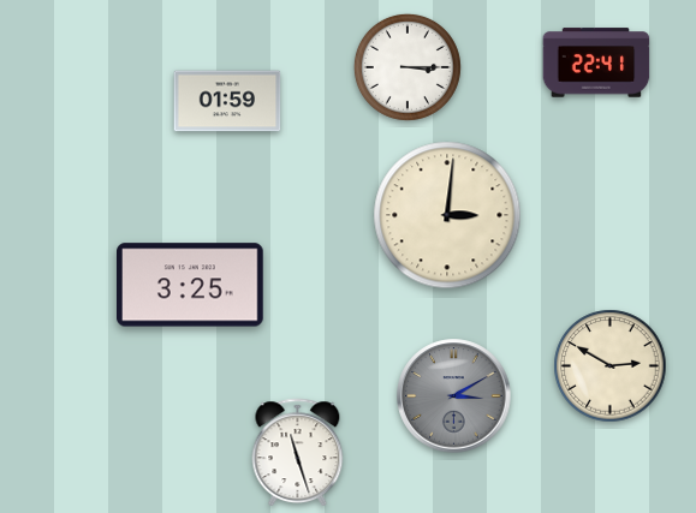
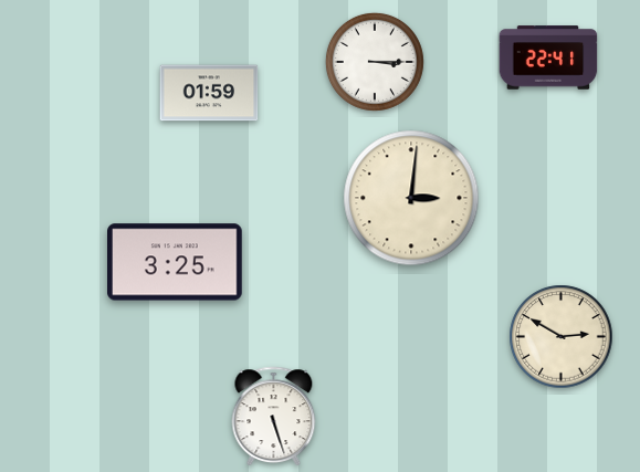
clock at (454, 396): 3:10 -> none
clock at (298, 453): 11:27 -> 5:27
